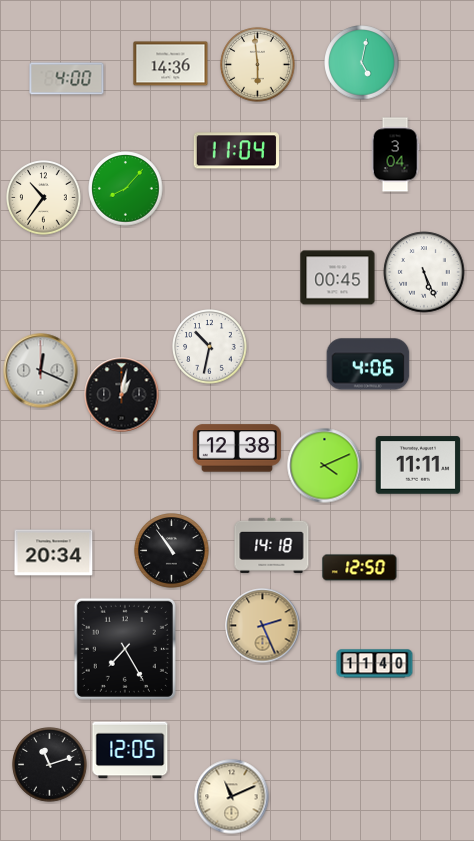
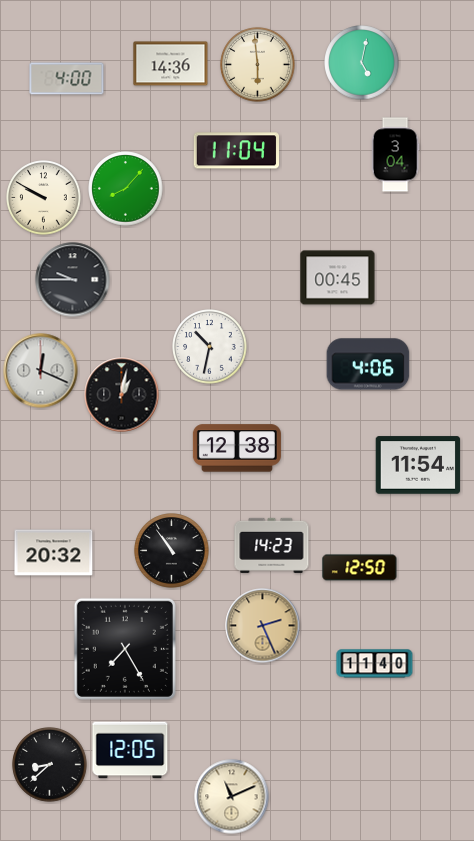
clock at (44, 198): 10:36 -> 9:50
clock at (424, 272): 5:26 -> none
clock at (73, 280): none -> 9:45
clock at (418, 465): 11:11 -> 11:54
clock at (325, 466): 4:11 -> none
clock at (272, 545): 14:18 -> 14:23
clock at (54, 553): 20:34 -> 20:32
clock at (50, 765): 11:12 -> 8:38
